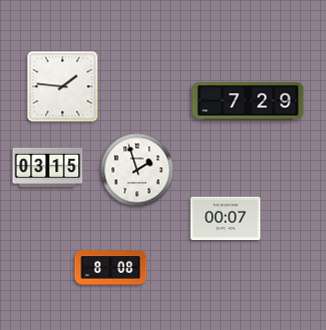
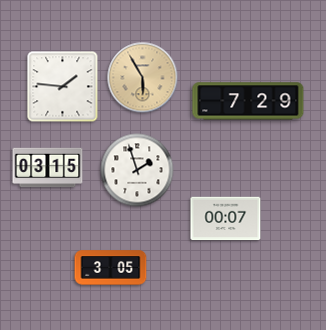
clock at (143, 78): none -> 5:55
clock at (111, 268): 8:08 -> 3:05
